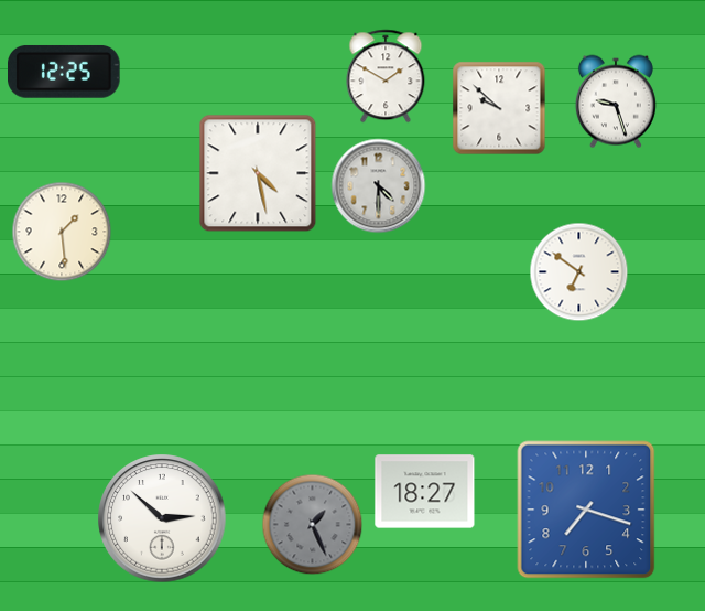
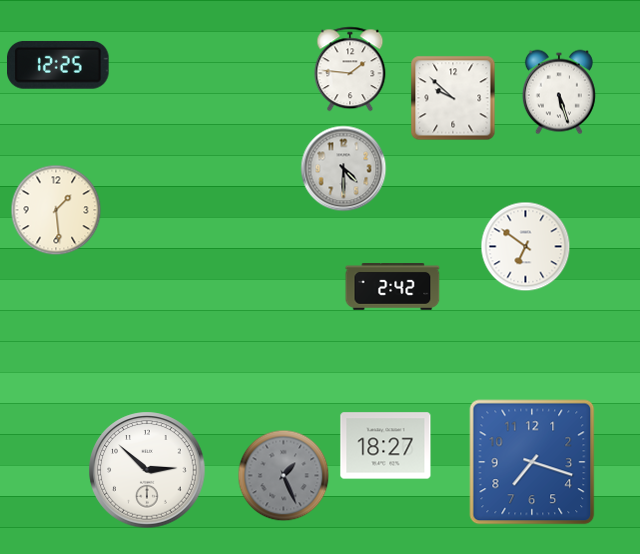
clock at (386, 76): 1:50 -> 1:46
clock at (616, 101): 9:27 -> 5:27
clock at (258, 173): 4:28 -> none
clock at (393, 287): none -> 2:42
